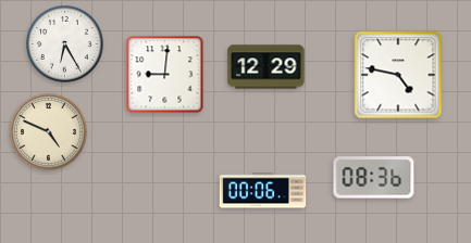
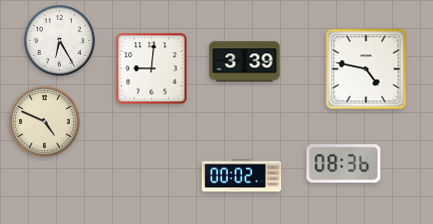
clock at (267, 67): 12:29 -> 3:39
clock at (263, 191): 00:06 -> 00:02
